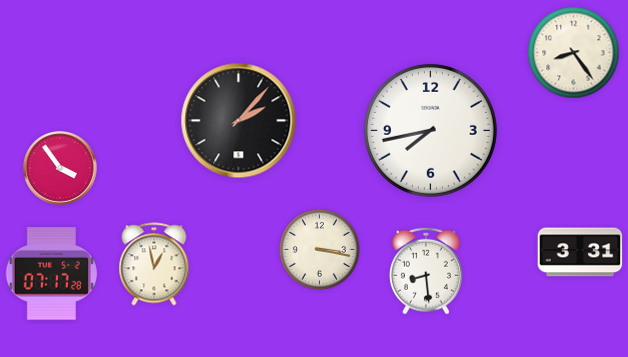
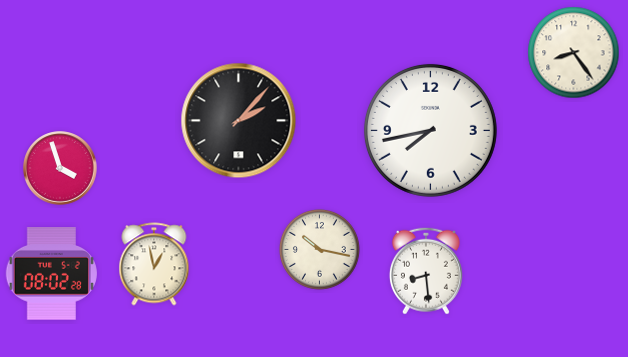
clock at (60, 168): 3:54 -> 3:57
clock at (319, 249): 3:17 -> 10:17
clock at (580, 252): 3:31 -> none
clock at (51, 274): 07:17 -> 08:02
